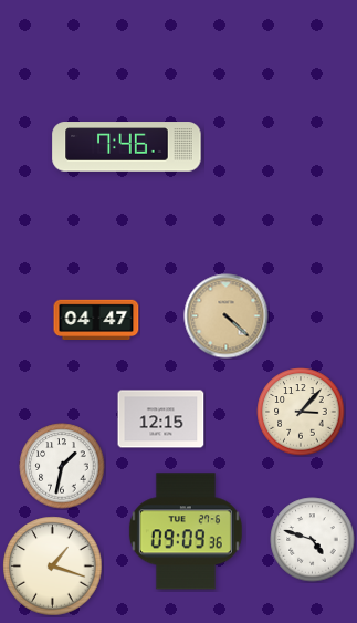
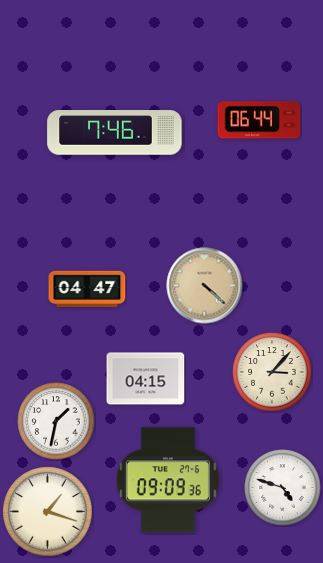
clock at (259, 120): none -> 06:44
clock at (161, 419): 12:15 -> 04:15
